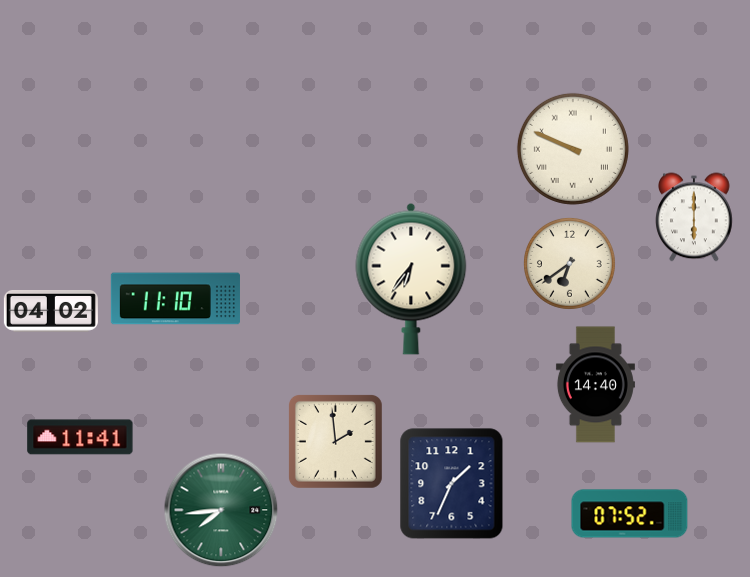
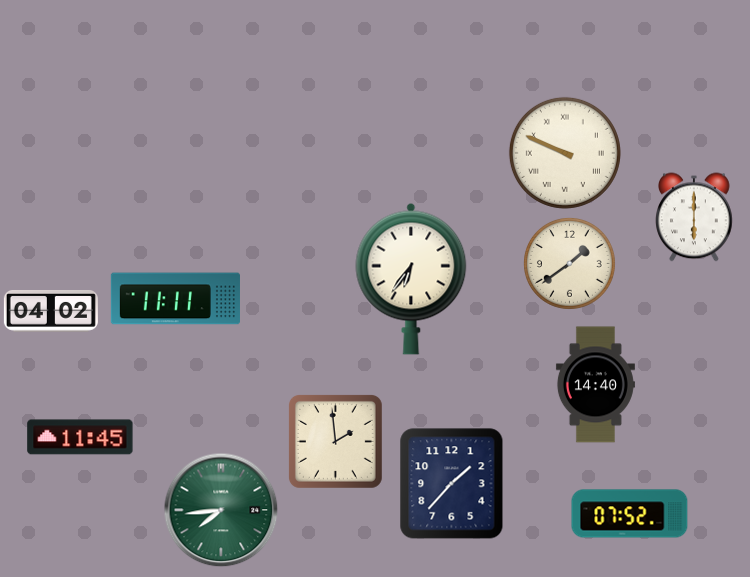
clock at (573, 149) position: (573, 149) -> (565, 153)
clock at (570, 264): 6:39 -> 1:39
clock at (175, 299): 11:10 -> 11:11
clock at (80, 437): 11:41 -> 11:45
clock at (452, 484): 1:34 -> 1:37
